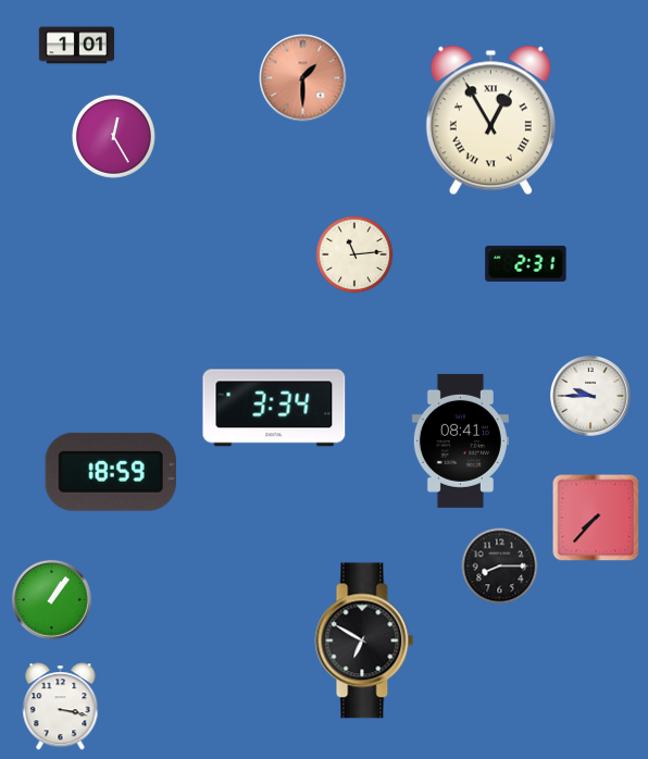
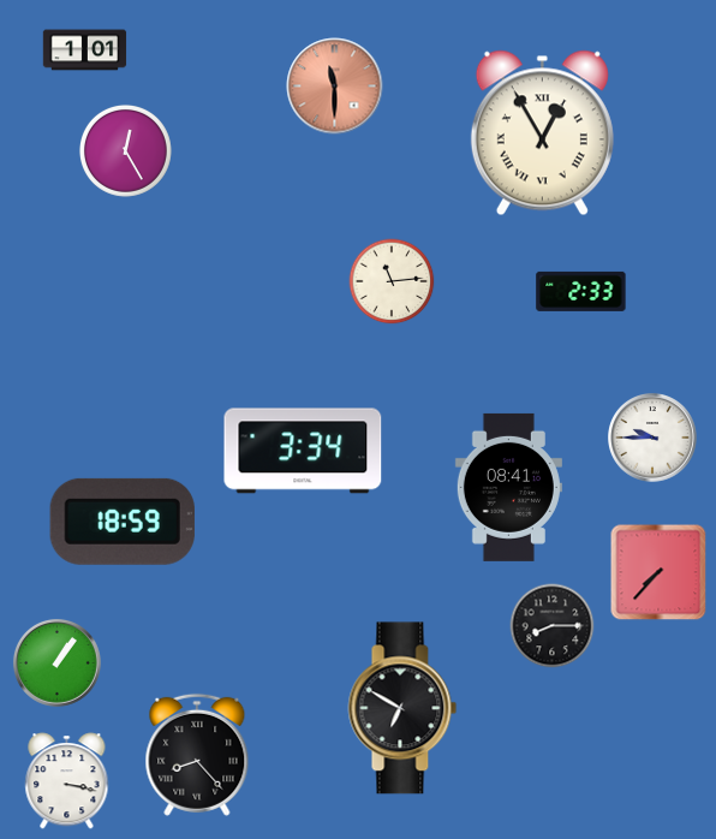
clock at (303, 78): 1:30 -> 11:30
clock at (526, 263): 2:31 -> 2:33
clock at (197, 755): none -> 8:23
